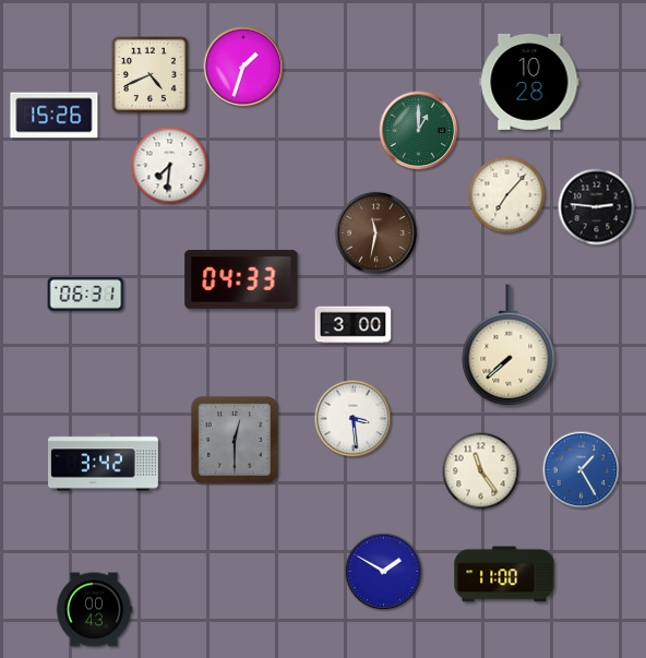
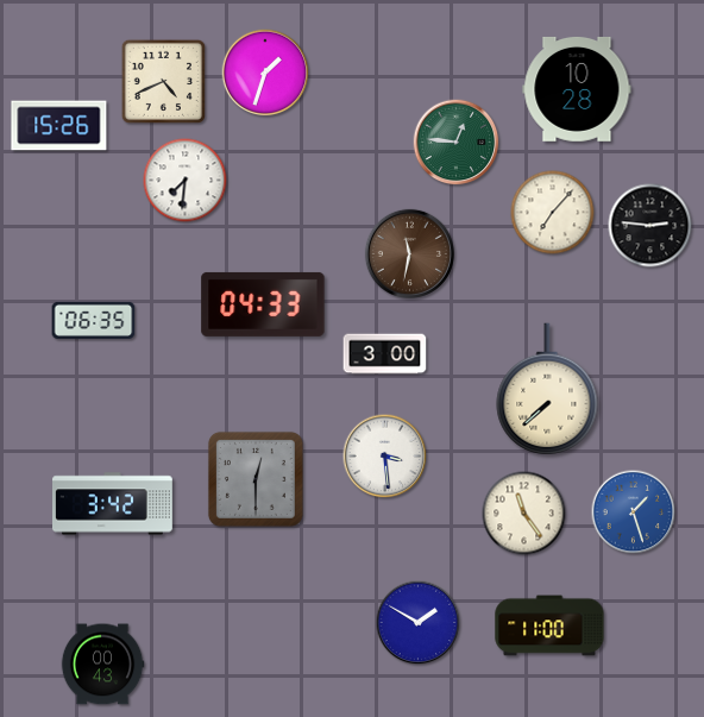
clock at (419, 131): 1:00 -> 12:46
clock at (86, 294): 06:31 -> 06:35
clock at (509, 345) position: (509, 345) -> (547, 389)
clock at (582, 470): 1:25 -> 1:27
